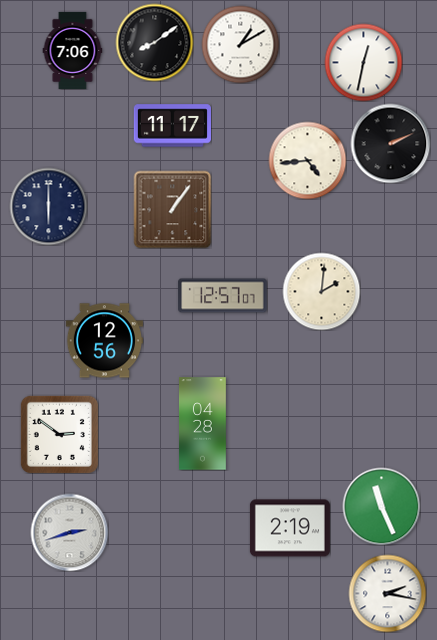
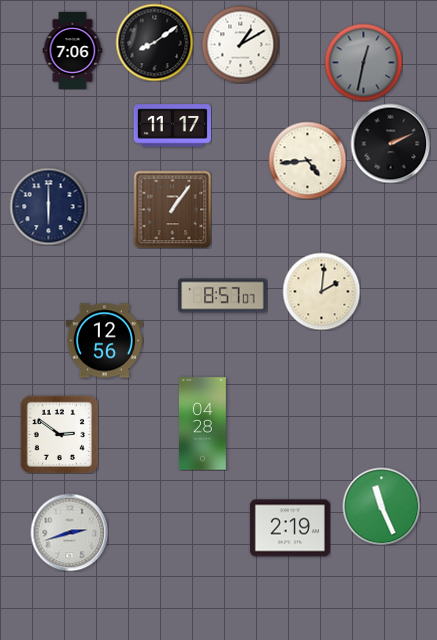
clock at (363, 62) dial: white -> grey
clock at (223, 296): 12:57 -> 8:57
clock at (387, 593): 2:17 -> none
